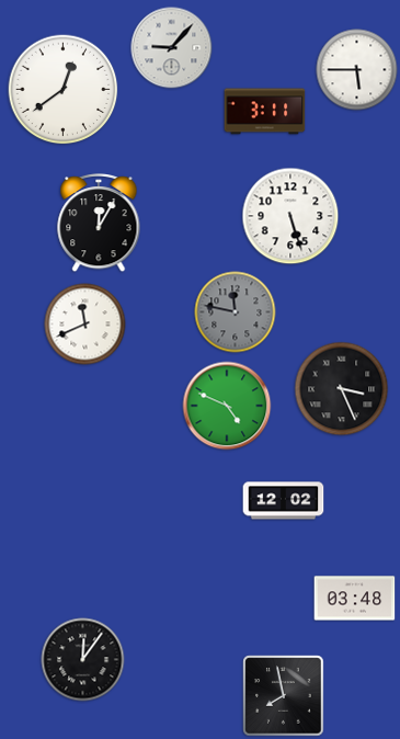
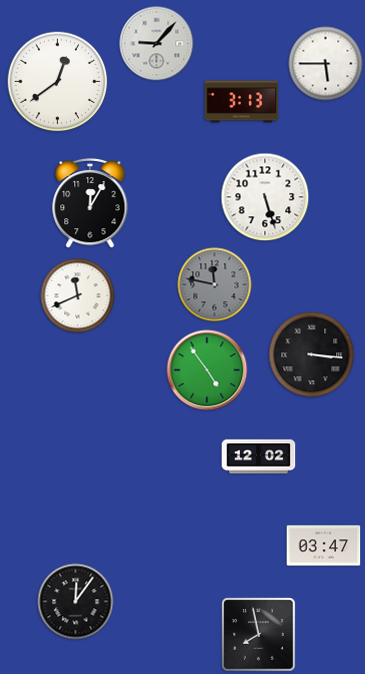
clock at (265, 112): 3:11 -> 3:13
clock at (342, 389): 3:26 -> 3:16
clock at (227, 406): 4:49 -> 4:54
clock at (355, 599): 03:48 -> 03:47
